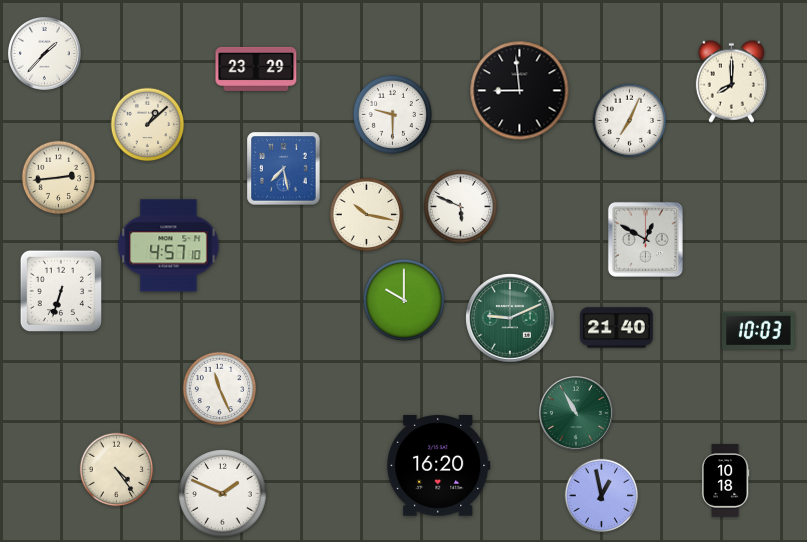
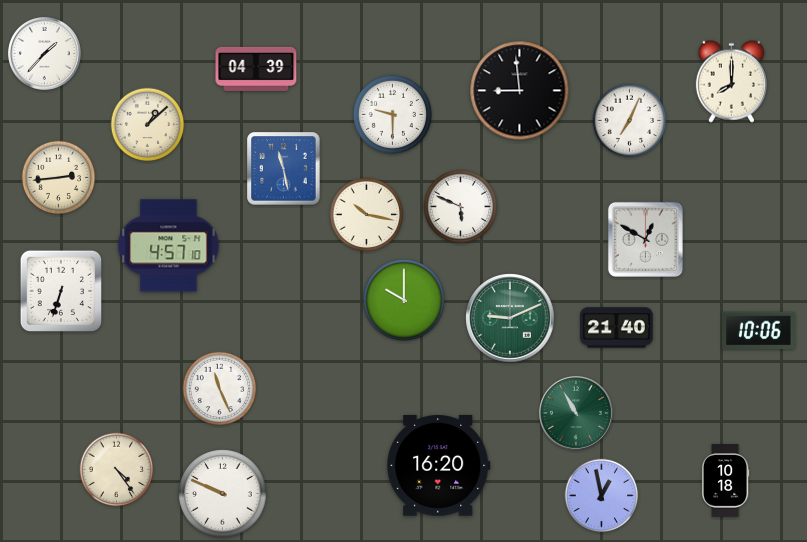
clock at (256, 69): 23:29 -> 04:39
clock at (284, 169): 7:28 -> 11:28
clock at (759, 331): 10:03 -> 10:06
clock at (223, 494): 1:49 -> 9:49
